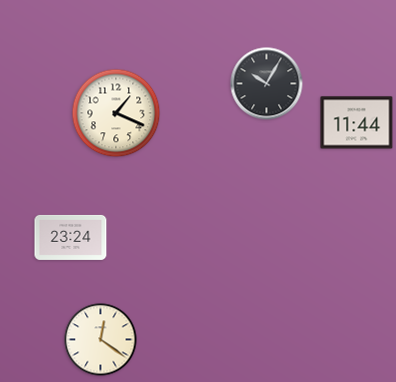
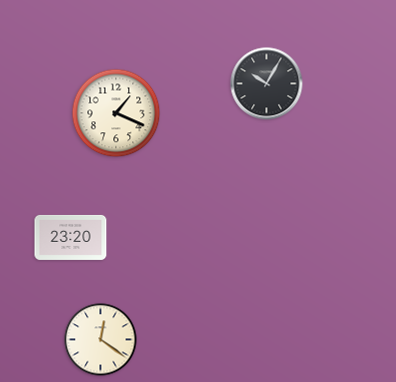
clock at (357, 123): 11:44 -> none
clock at (71, 237): 23:24 -> 23:20
